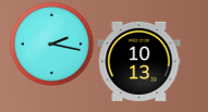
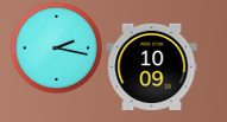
clock at (139, 61): 10:13 -> 10:09
